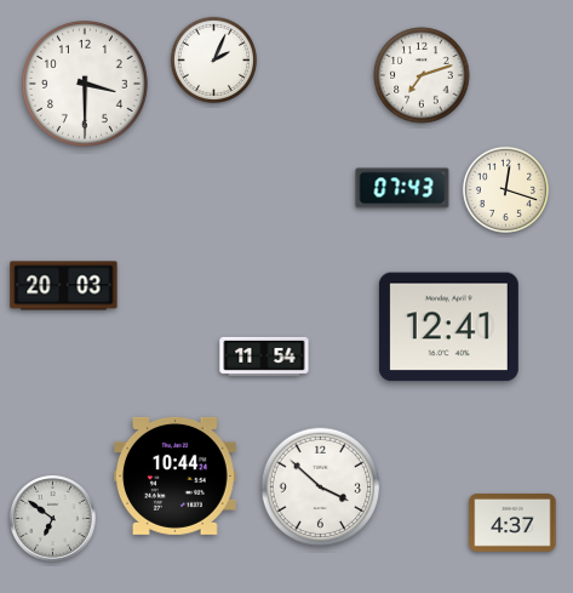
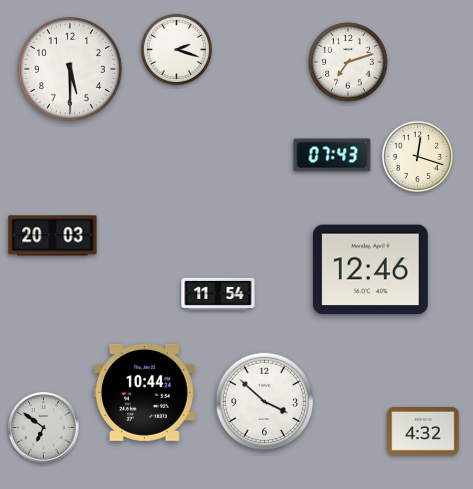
clock at (213, 59): 2:04 -> 2:18
clock at (85, 84): 3:30 -> 5:30
clock at (448, 327): 12:41 -> 12:46
clock at (512, 524): 4:37 -> 4:32
